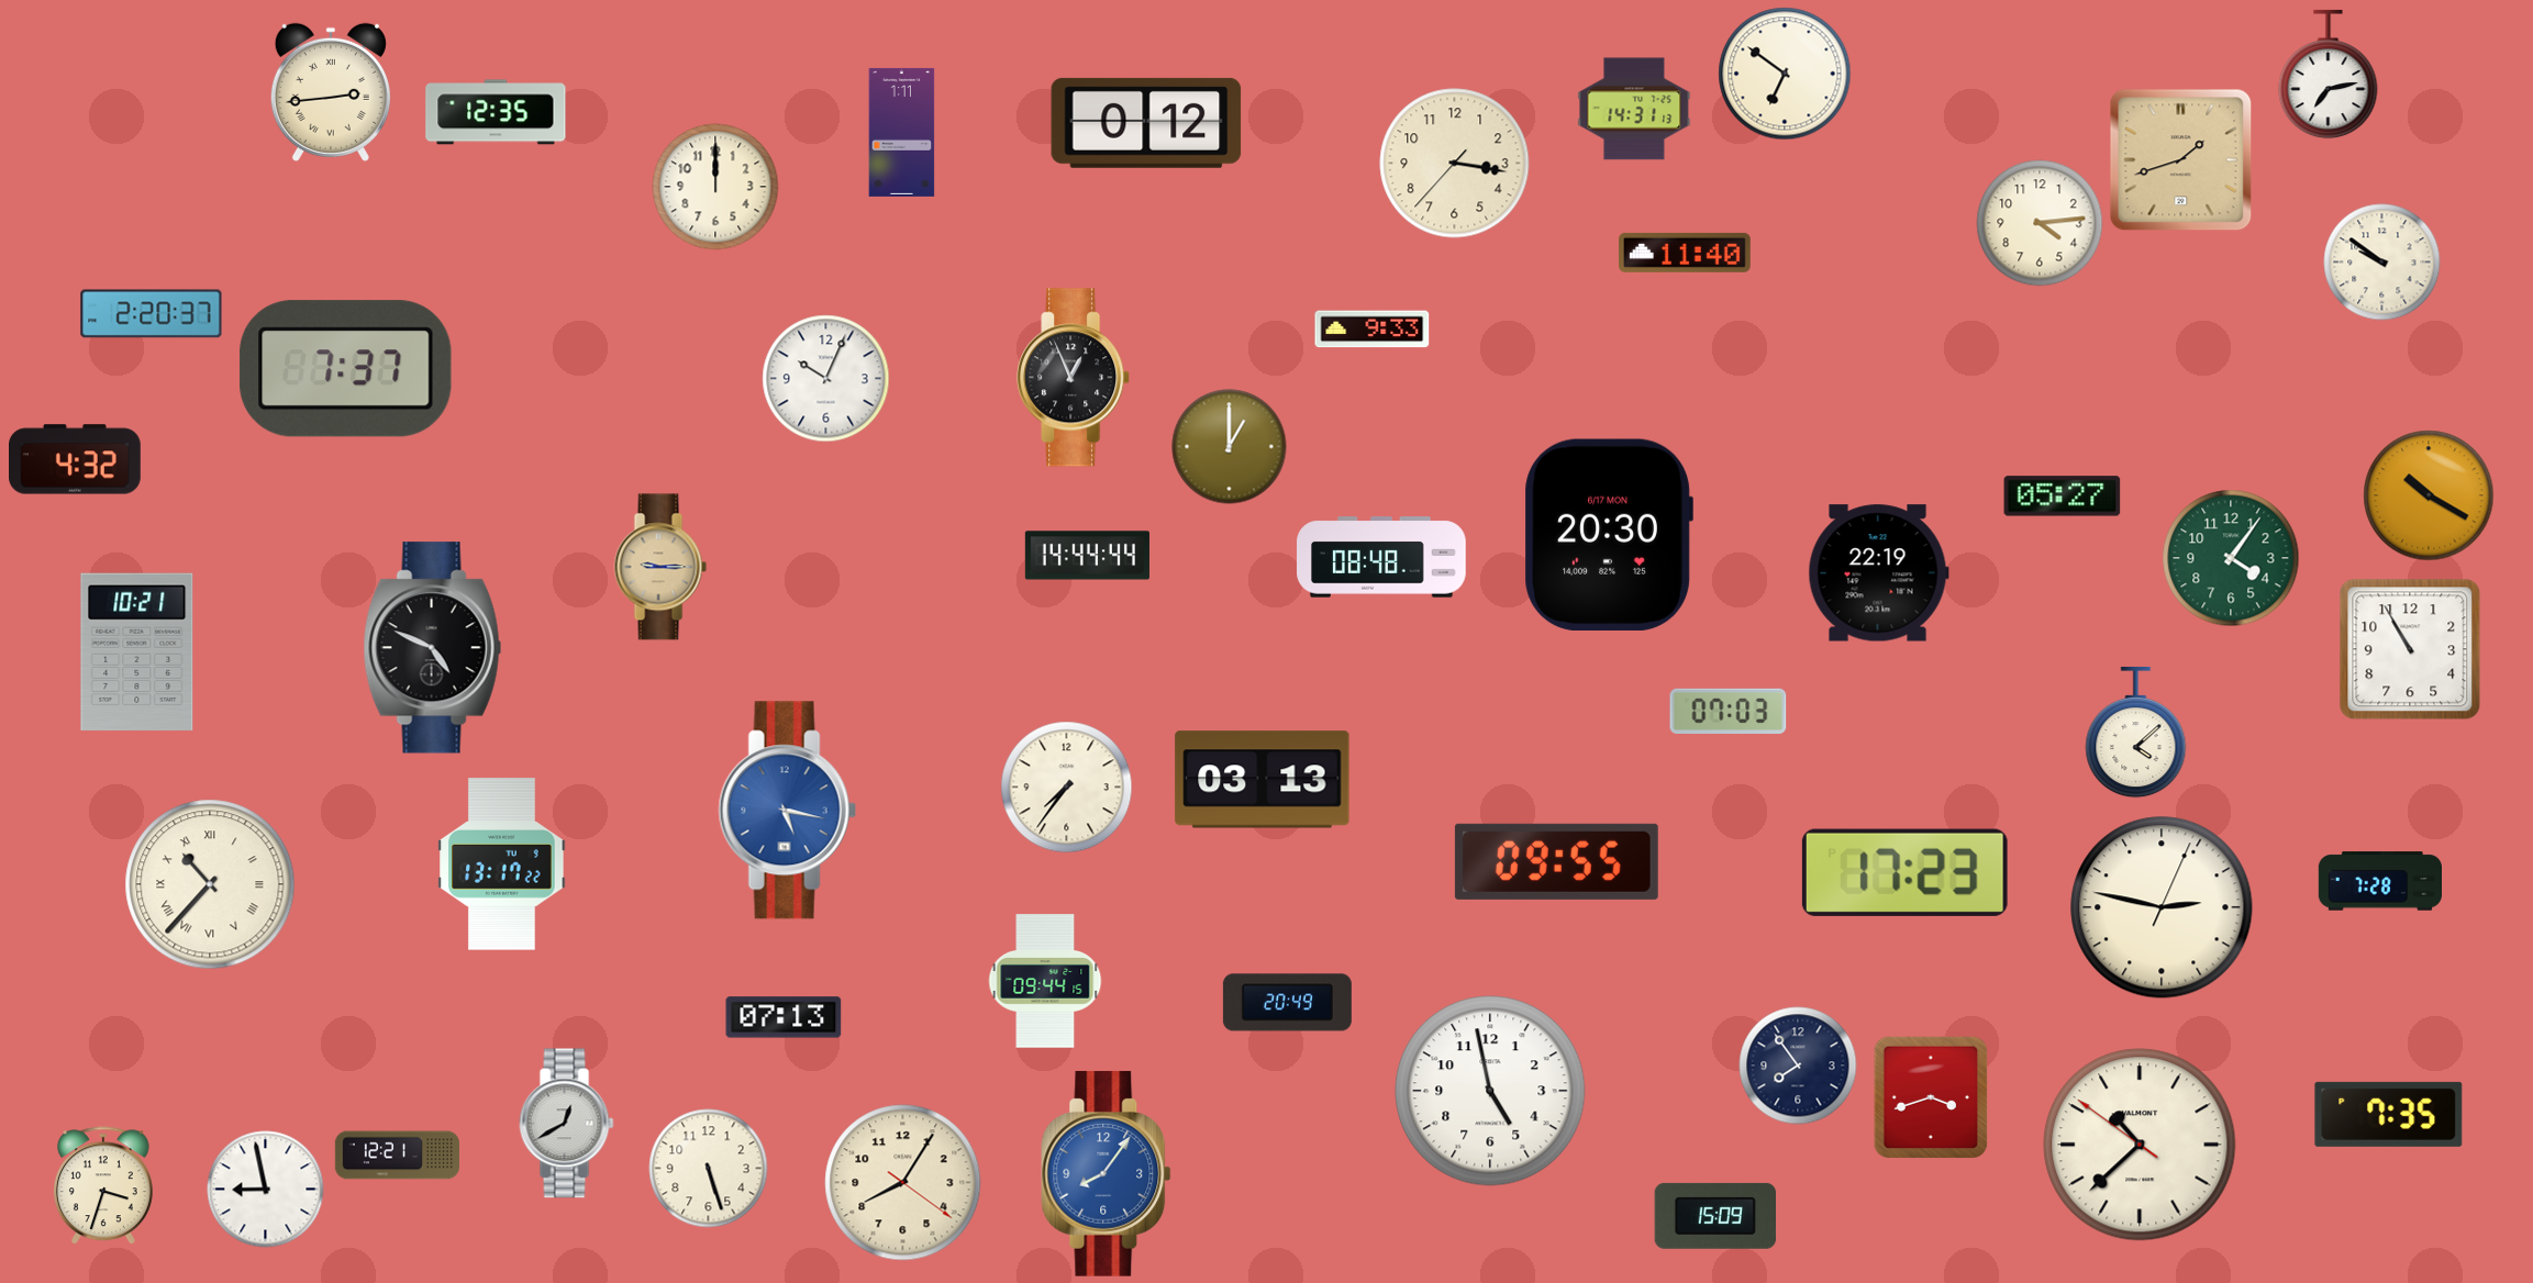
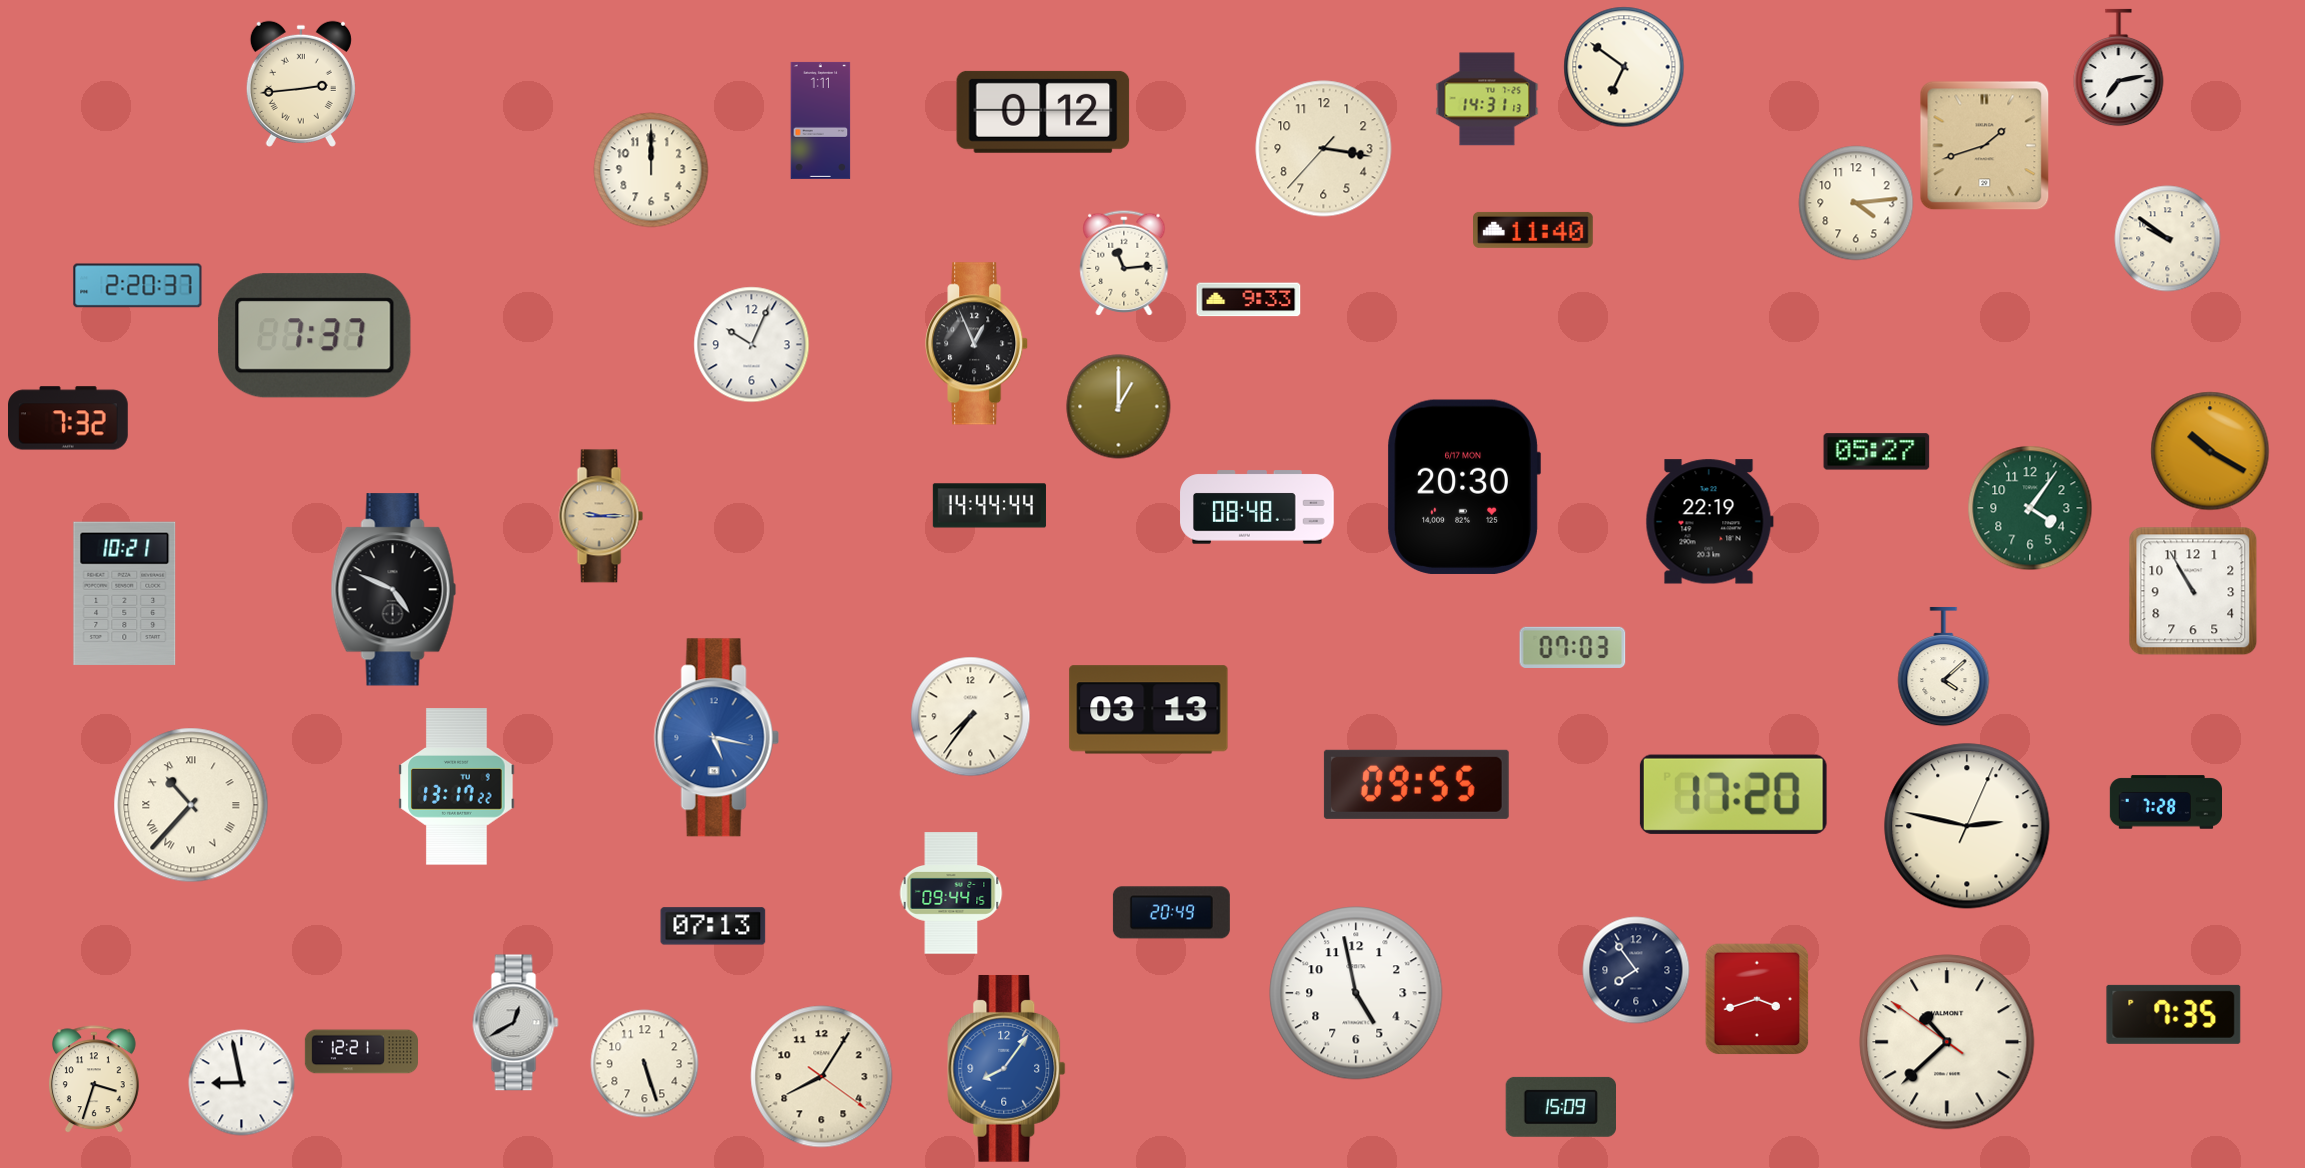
clock at (496, 112): 12:35 -> none
clock at (1124, 263): none -> 11:14
clock at (76, 459): 4:32 -> 7:32
clock at (1904, 872): 17:23 -> 17:20
